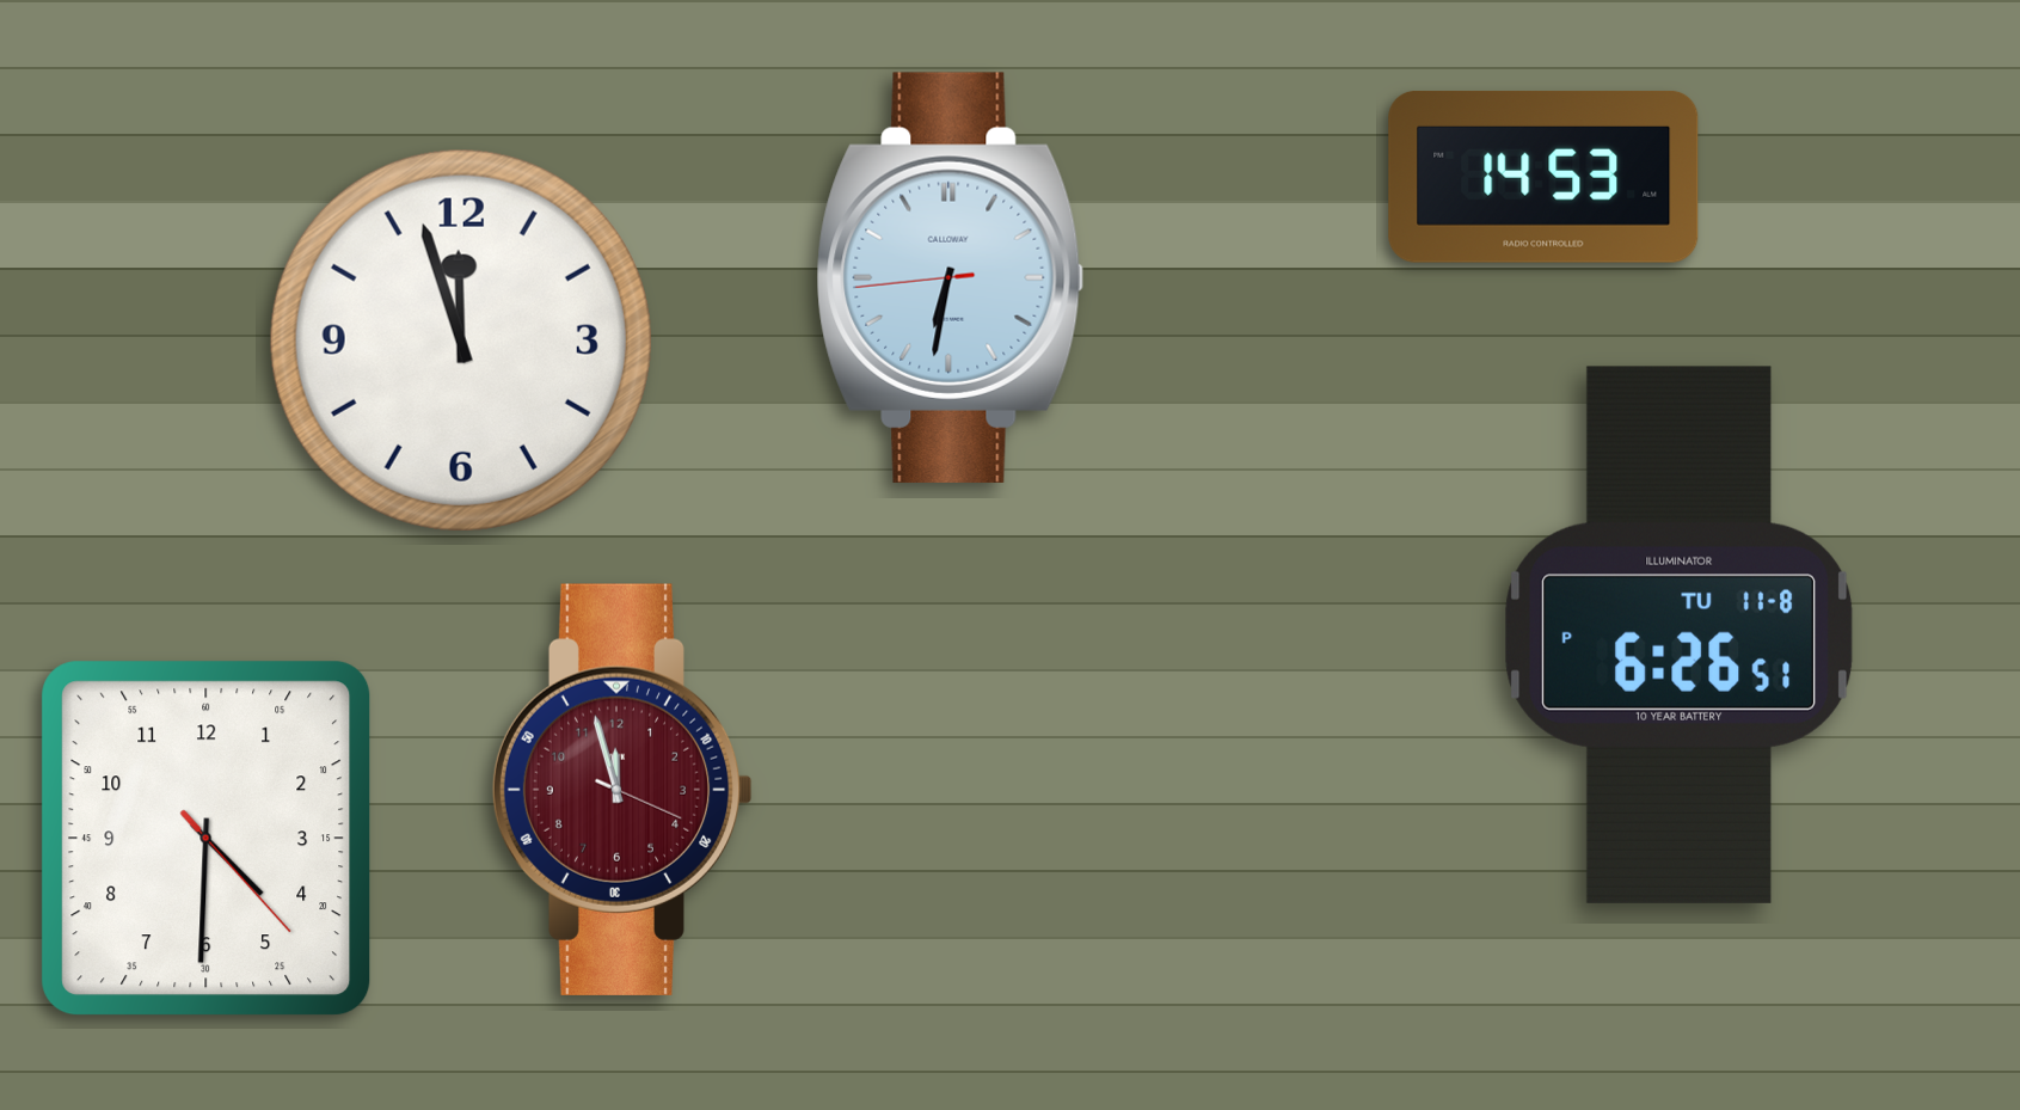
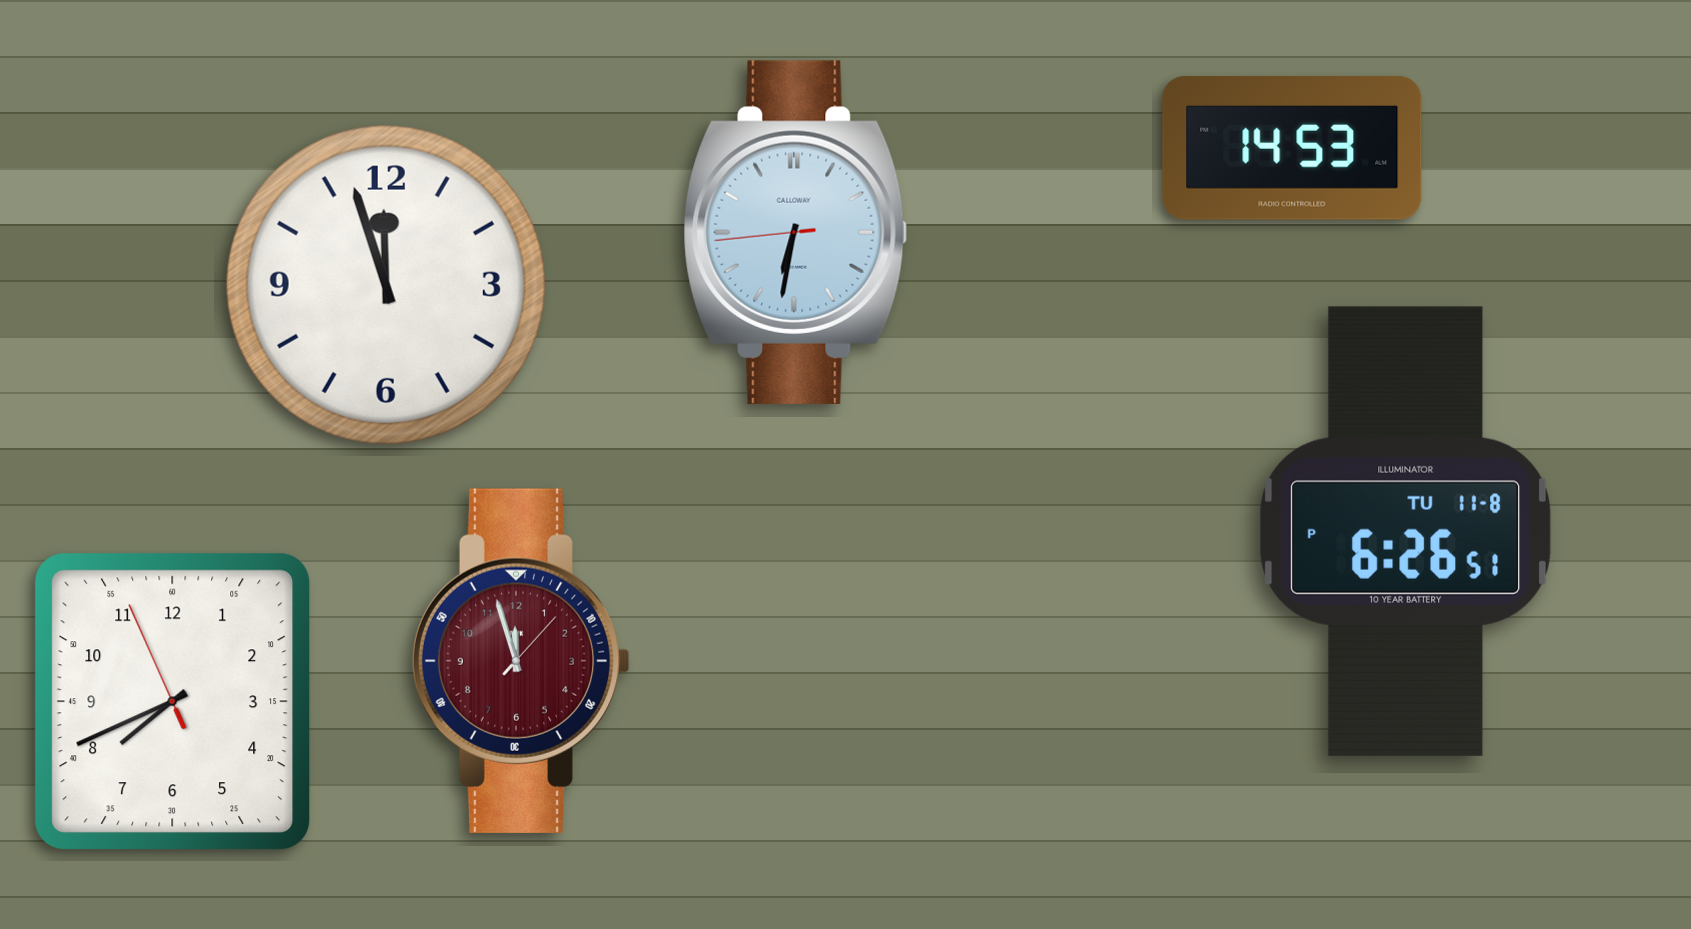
clock at (622, 790): 11:57:19 -> 11:57:07
clock at (207, 839): 4:30 -> 7:40
